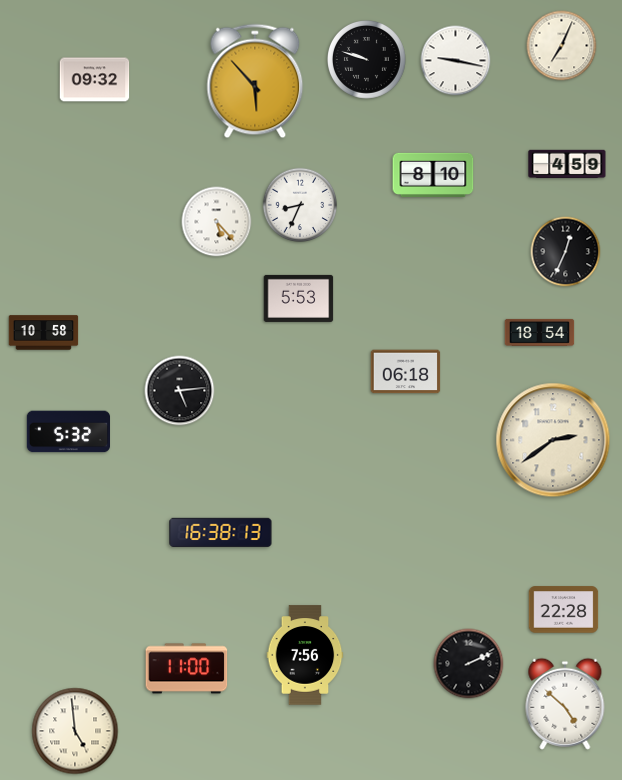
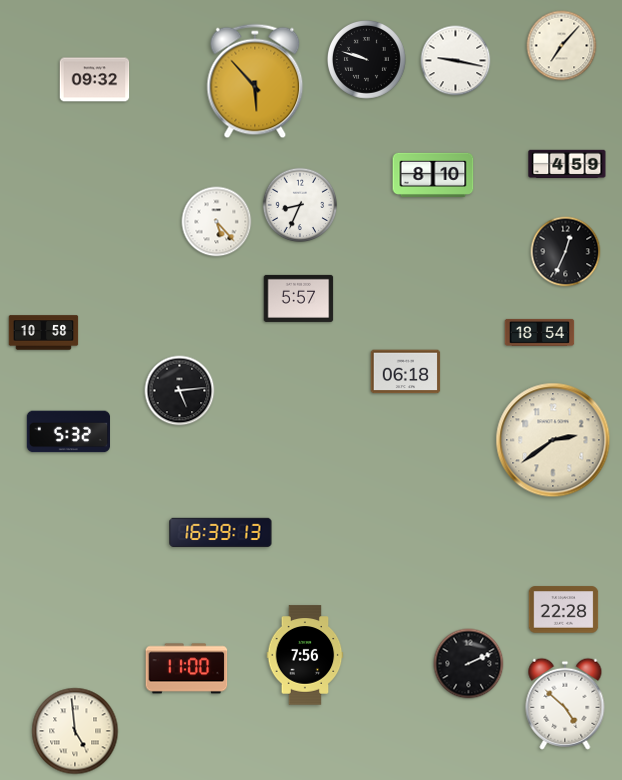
clock at (562, 46): 7:04 -> 7:07
clock at (299, 298): 5:53 -> 5:57
clock at (221, 533): 16:38 -> 16:39
